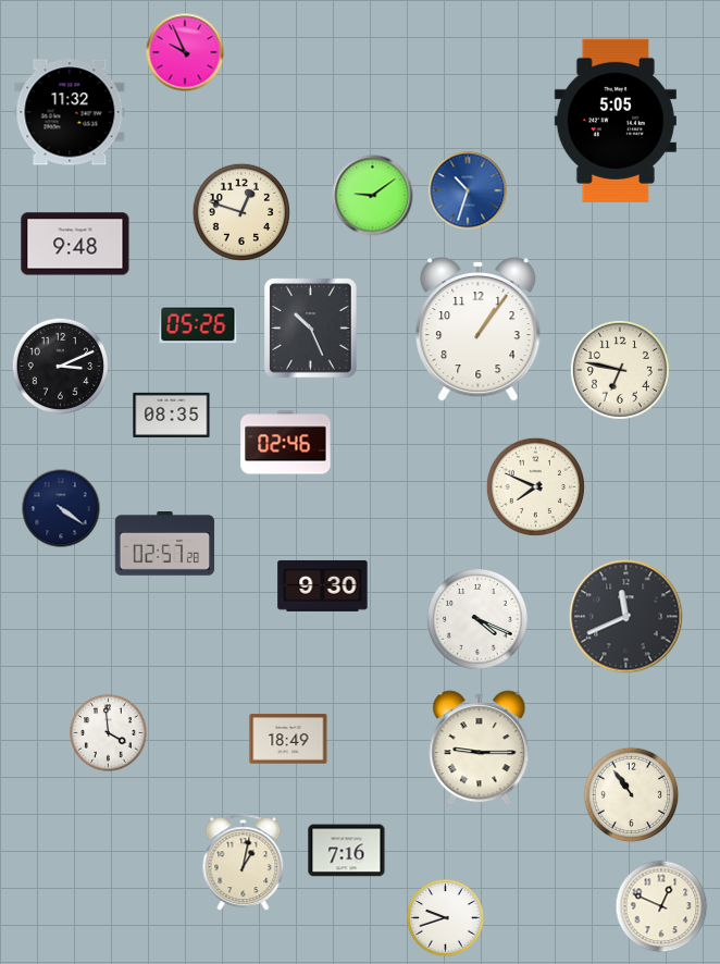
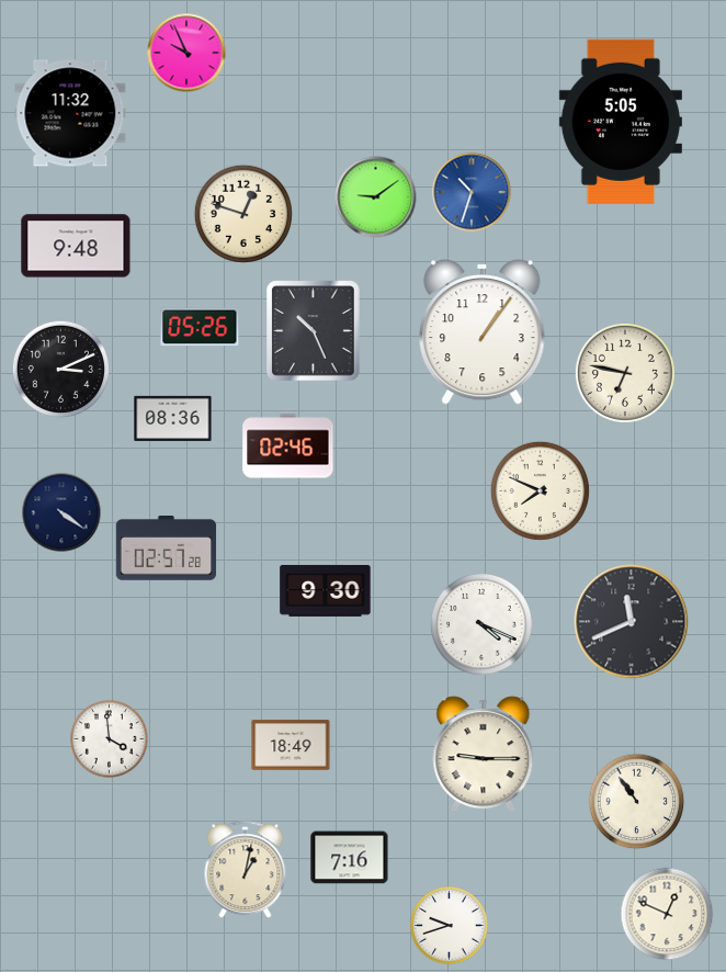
clock at (172, 415): 08:35 -> 08:36
